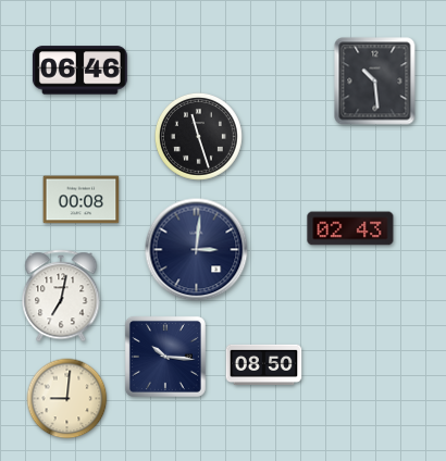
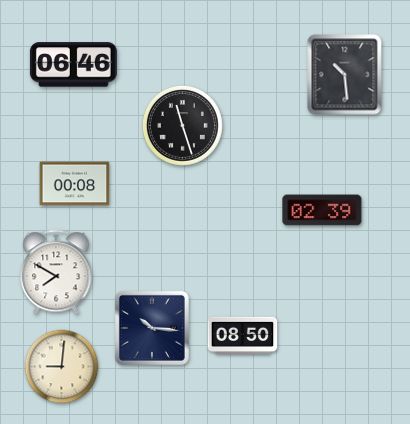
clock at (350, 228): 02:43 -> 02:39
clock at (197, 250): 3:01 -> none
clock at (61, 296): 7:02 -> 7:50
